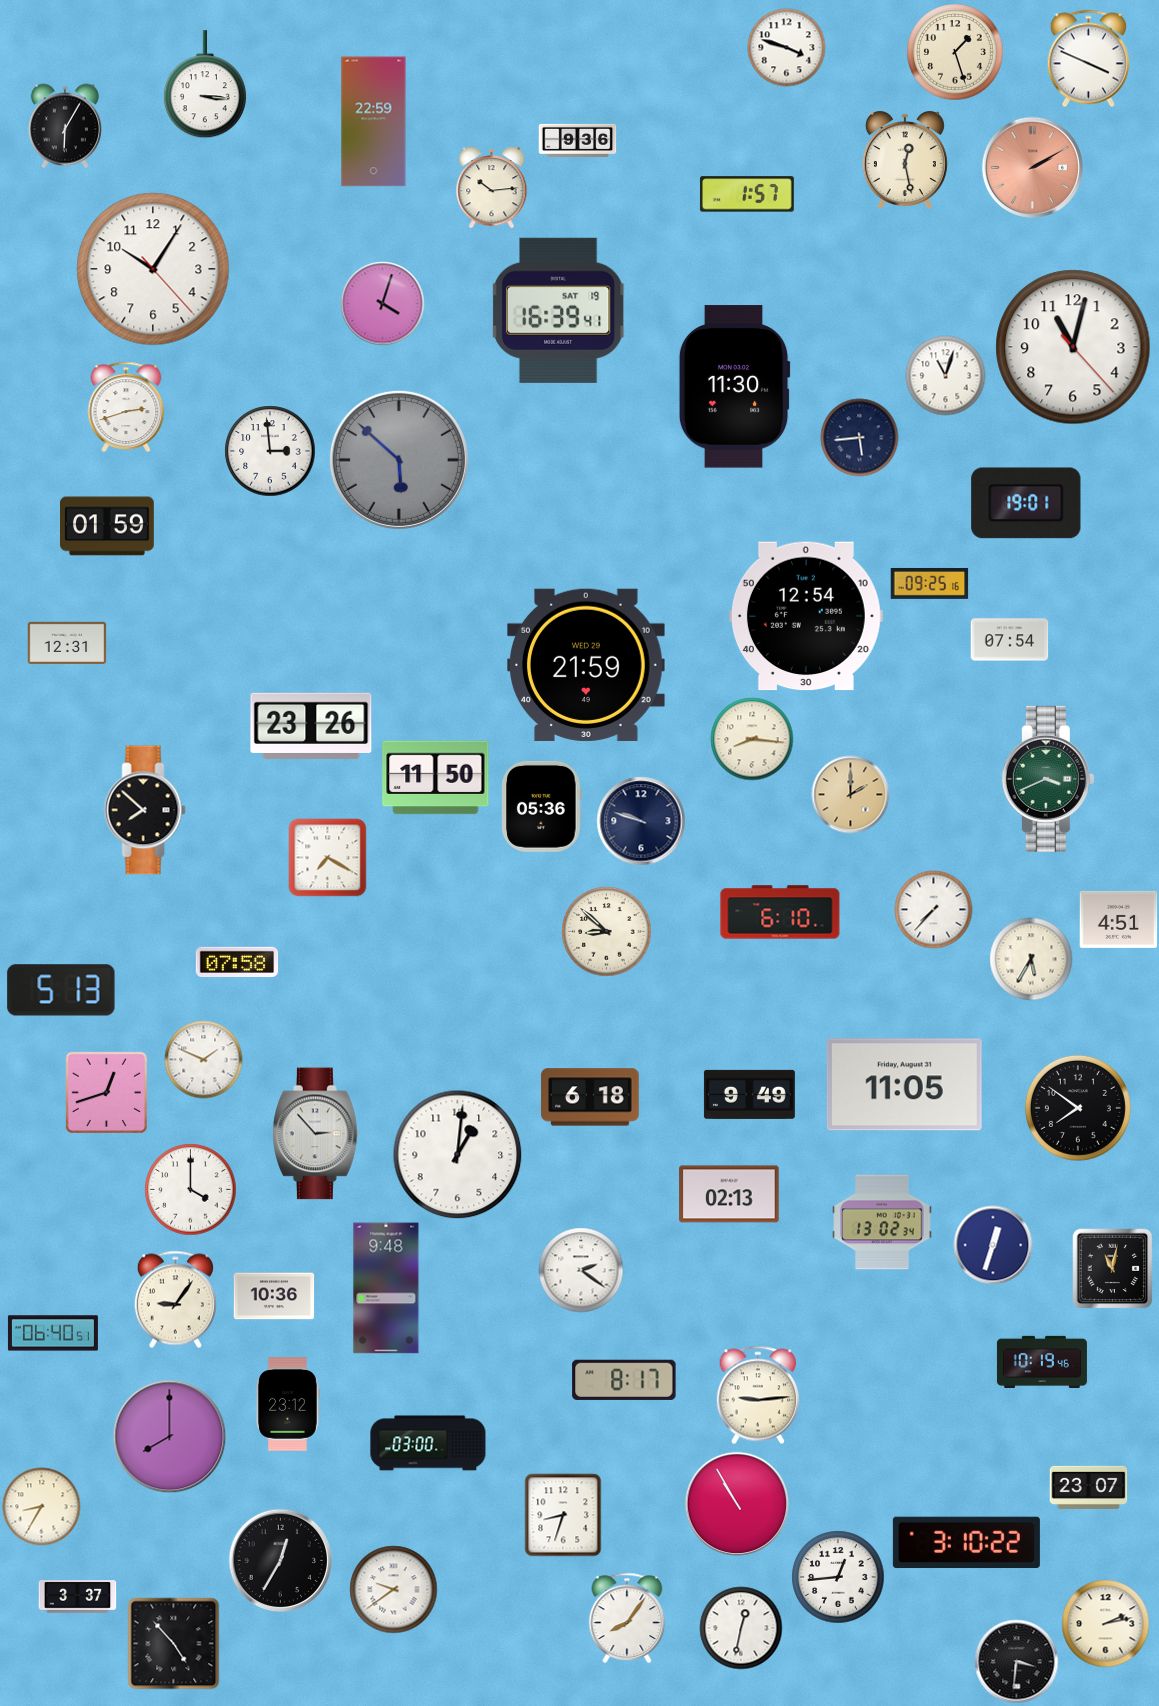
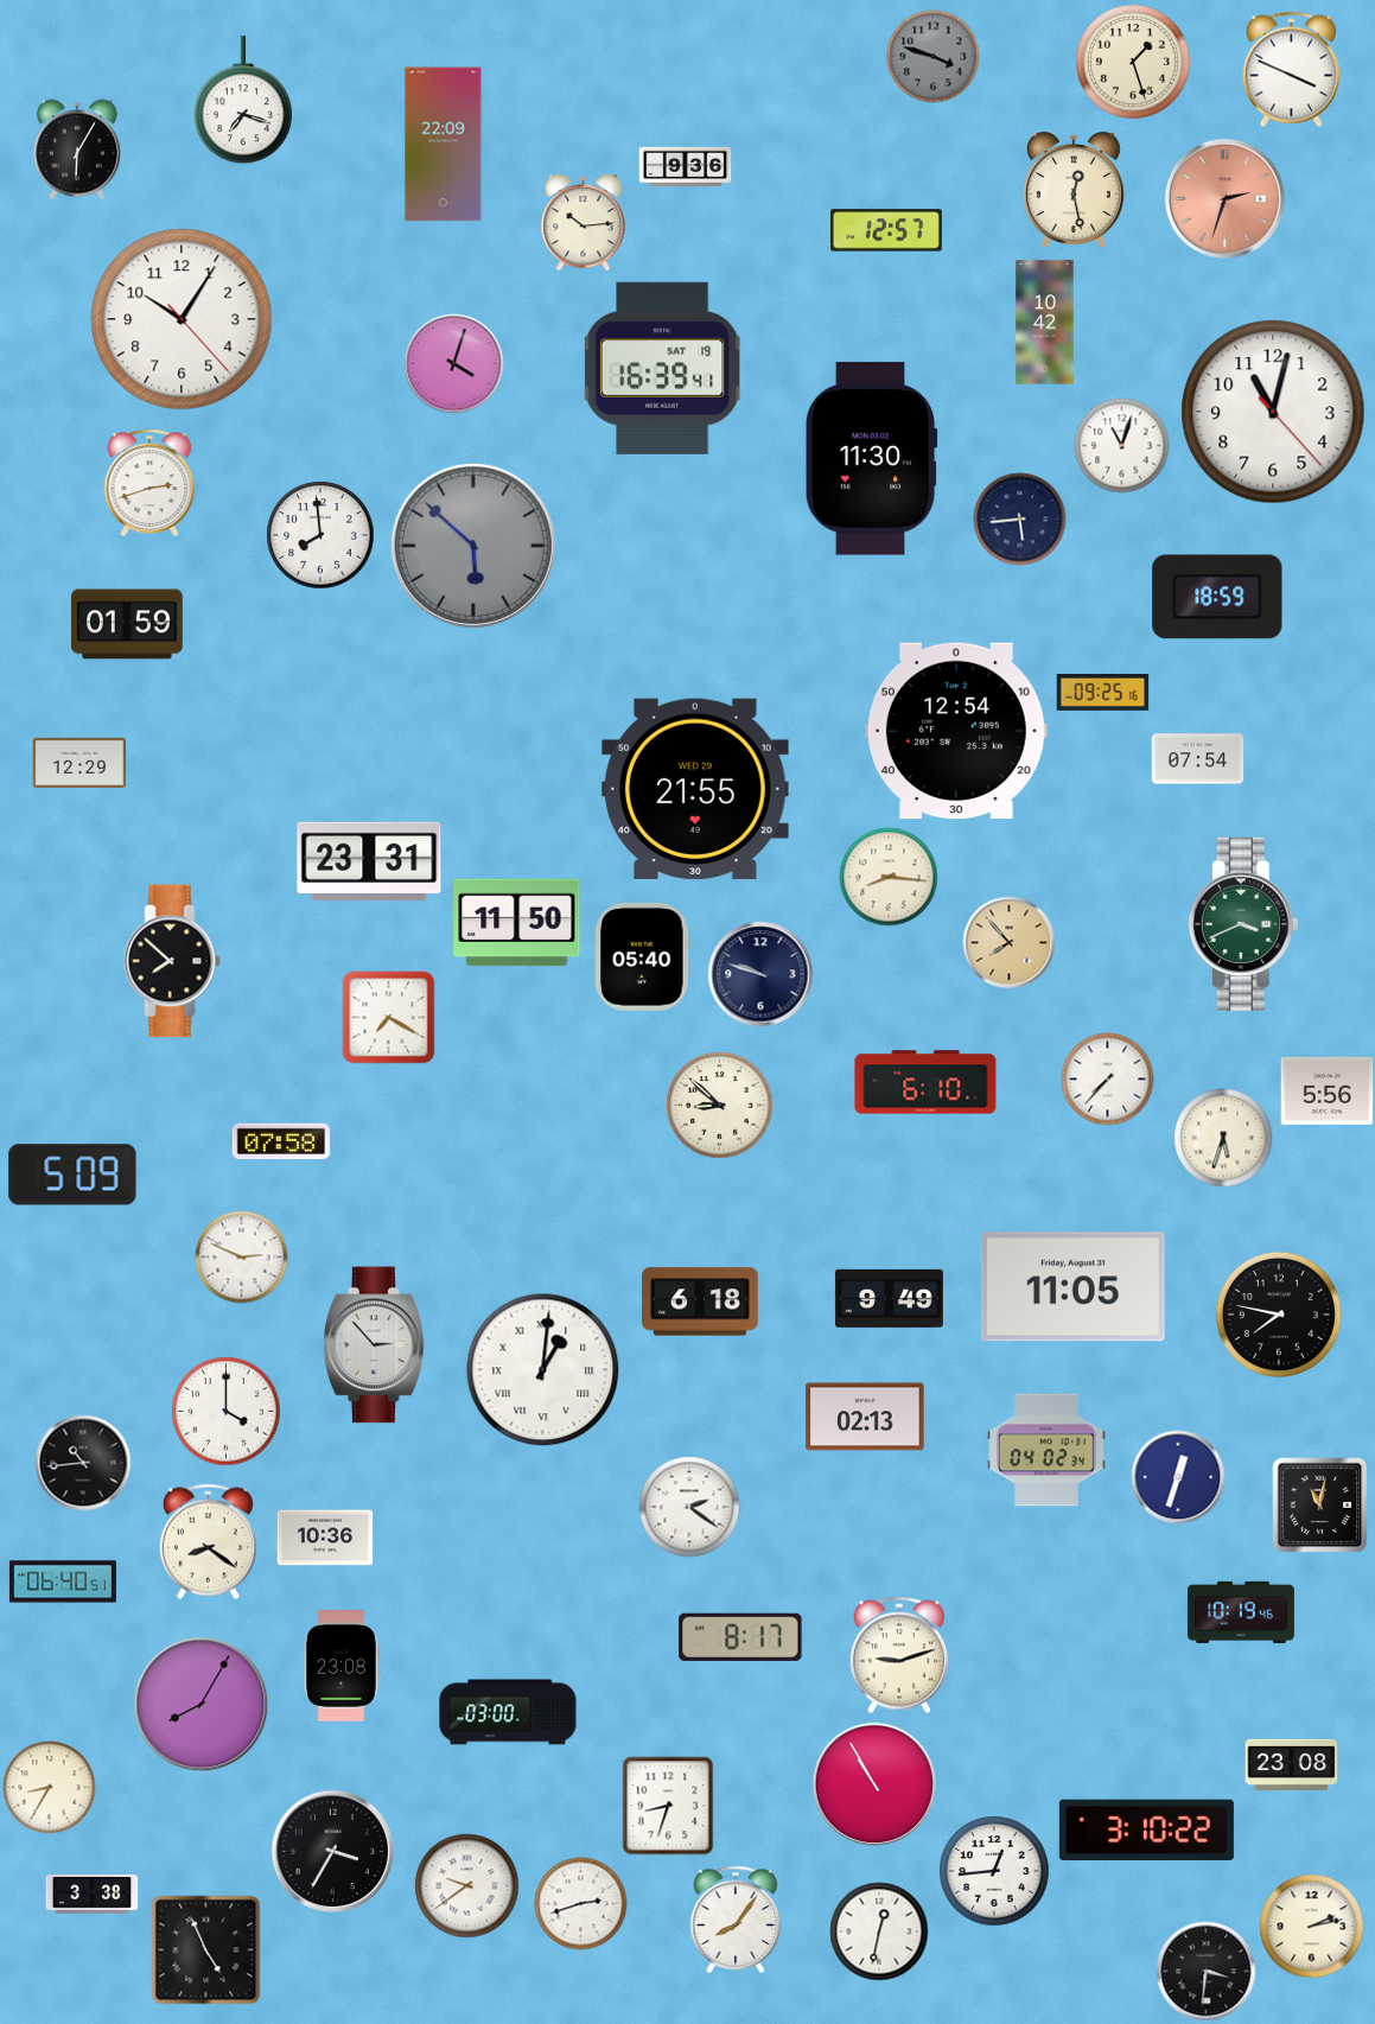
clock at (786, 47) dial: white -> grey
clock at (205, 84): 3:16 -> 7:18
clock at (374, 122): 22:59 -> 22:09
clock at (1032, 167): 2:10 -> 2:33
clock at (747, 194): 1:57 -> 12:57
clock at (1045, 323): none -> 10:42
clock at (382, 303) position: (382, 303) -> (453, 363)
clock at (270, 451): 2:59 -> 7:59
clock at (1026, 503): 19:01 -> 18:59
clock at (67, 642): 12:31 -> 12:29
clock at (587, 665): 21:59 -> 21:55
clock at (311, 725): 23:26 -> 23:31
clock at (752, 739) position: (752, 739) -> (889, 877)
clock at (850, 794): 2:00 -> 7:53
clock at (542, 806): 05:36 -> 05:40
clock at (1118, 919): 4:51 -> 5:56
clock at (1031, 959): 5:35 -> 5:33
clock at (61, 990): 5:13 -> 5:09
clock at (203, 1059): 1:49 -> 2:49
clock at (106, 1092): 12:42 -> none
clock at (1078, 1108): 7:51 -> 7:47
clock at (457, 1154) numerals: Arabic -> Roman
clock at (882, 1222): 13:02 -> 04:02
clock at (83, 1463): none -> 10:44
clock at (386, 1288): 9:48 -> none
clock at (175, 1299): 9:06 -> 8:21
clock at (1042, 1362) position: (1042, 1362) -> (1241, 1612)
clock at (758, 1395): 9:14 -> 9:12
clock at (288, 1405): 23:12 -> 23:08
clock at (169, 1436): 8:00 -> 8:05
clock at (1088, 1487): 23:07 -> 23:08
clock at (563, 1515) position: (563, 1515) -> (668, 1806)
clock at (280, 1560): 12:35 -> 3:35
clock at (77, 1597): 3:37 -> 3:38
clock at (580, 1903): none -> 2:42
clock at (627, 1618) position: (627, 1618) -> (736, 1920)
clock at (173, 1643): 4:53 -> 4:56
